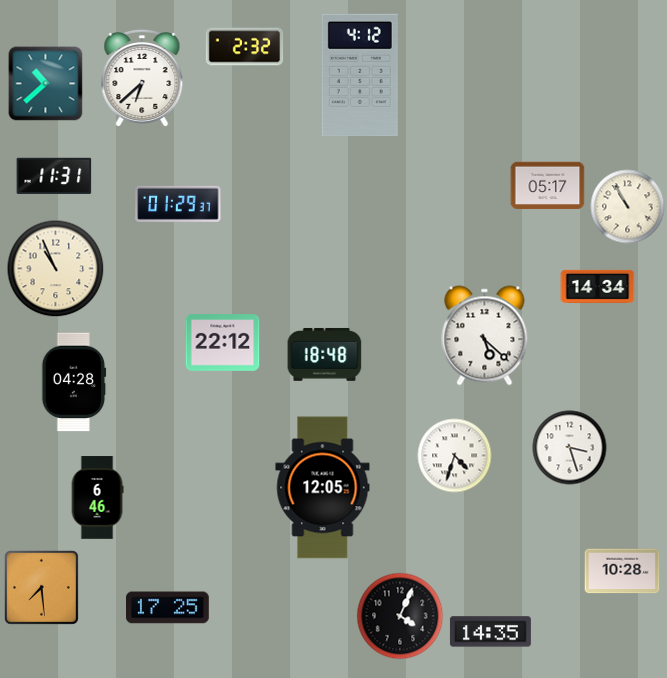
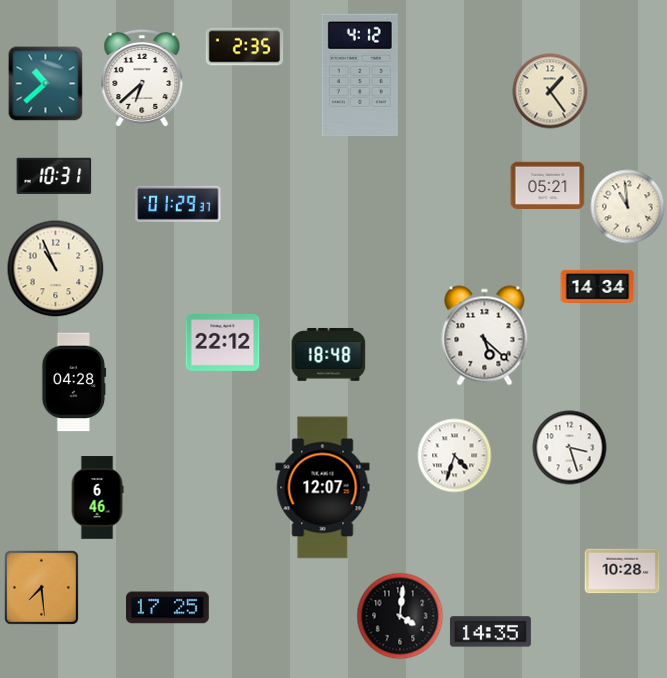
clock at (245, 47): 2:32 -> 2:35
clock at (550, 91): none -> 1:24
clock at (54, 176): 11:31 -> 10:31
clock at (548, 186): 05:17 -> 05:21
clock at (628, 207): 10:55 -> 10:59
clock at (325, 355) position: (325, 355) -> (329, 355)
clock at (323, 488): 12:05 -> 12:07
clock at (400, 616): 4:04 -> 4:01
